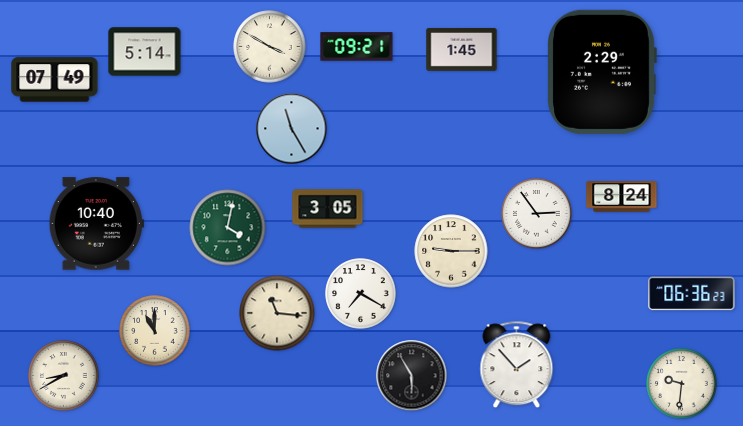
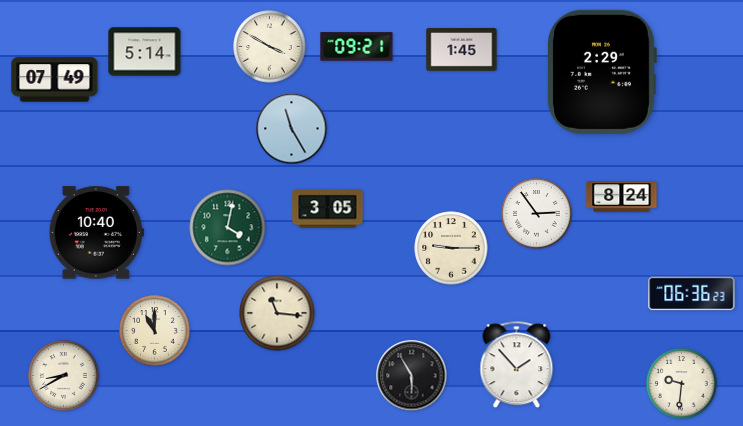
clock at (96, 224) position: (96, 224) -> (96, 233)
clock at (451, 251) position: (451, 251) -> (451, 248)
clock at (361, 294): 7:20 -> none
